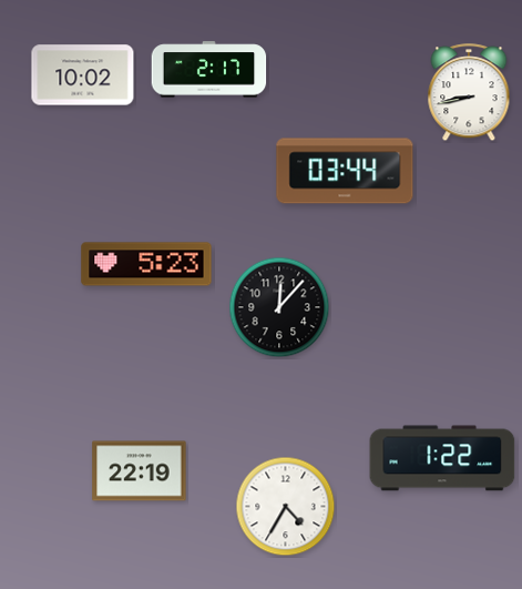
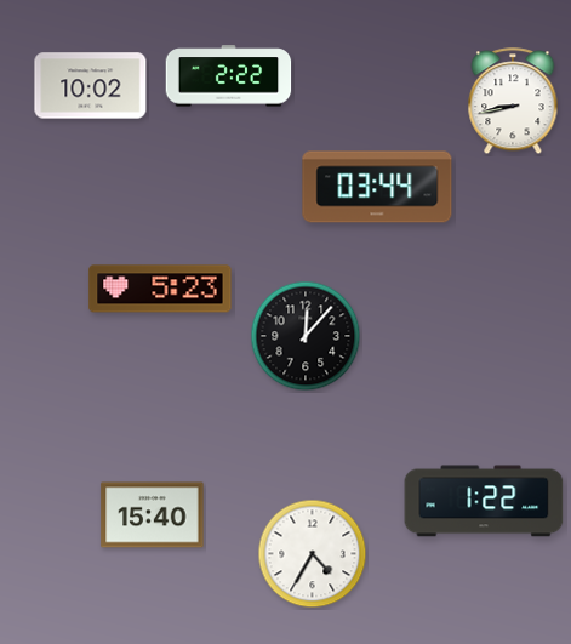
clock at (209, 70): 2:17 -> 2:22
clock at (83, 75) position: (83, 75) -> (91, 86)
clock at (140, 471): 22:19 -> 15:40
